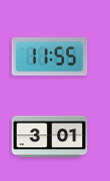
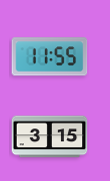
clock at (50, 137): 3:01 -> 3:15
